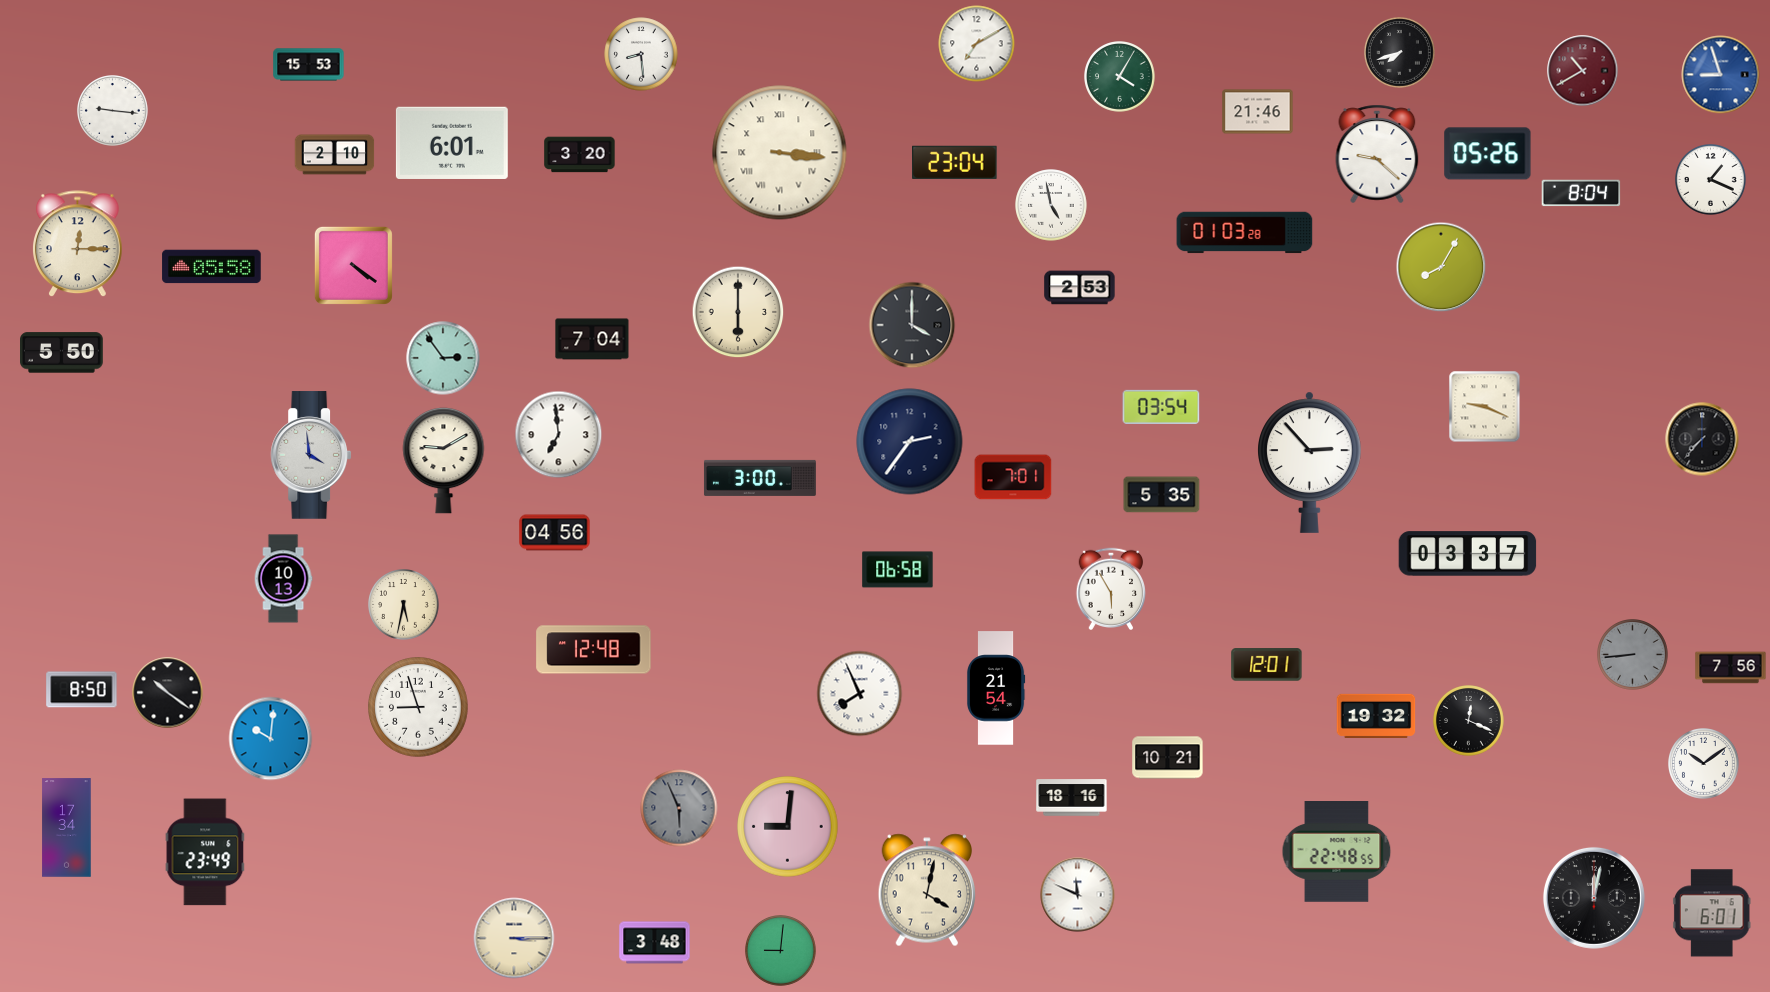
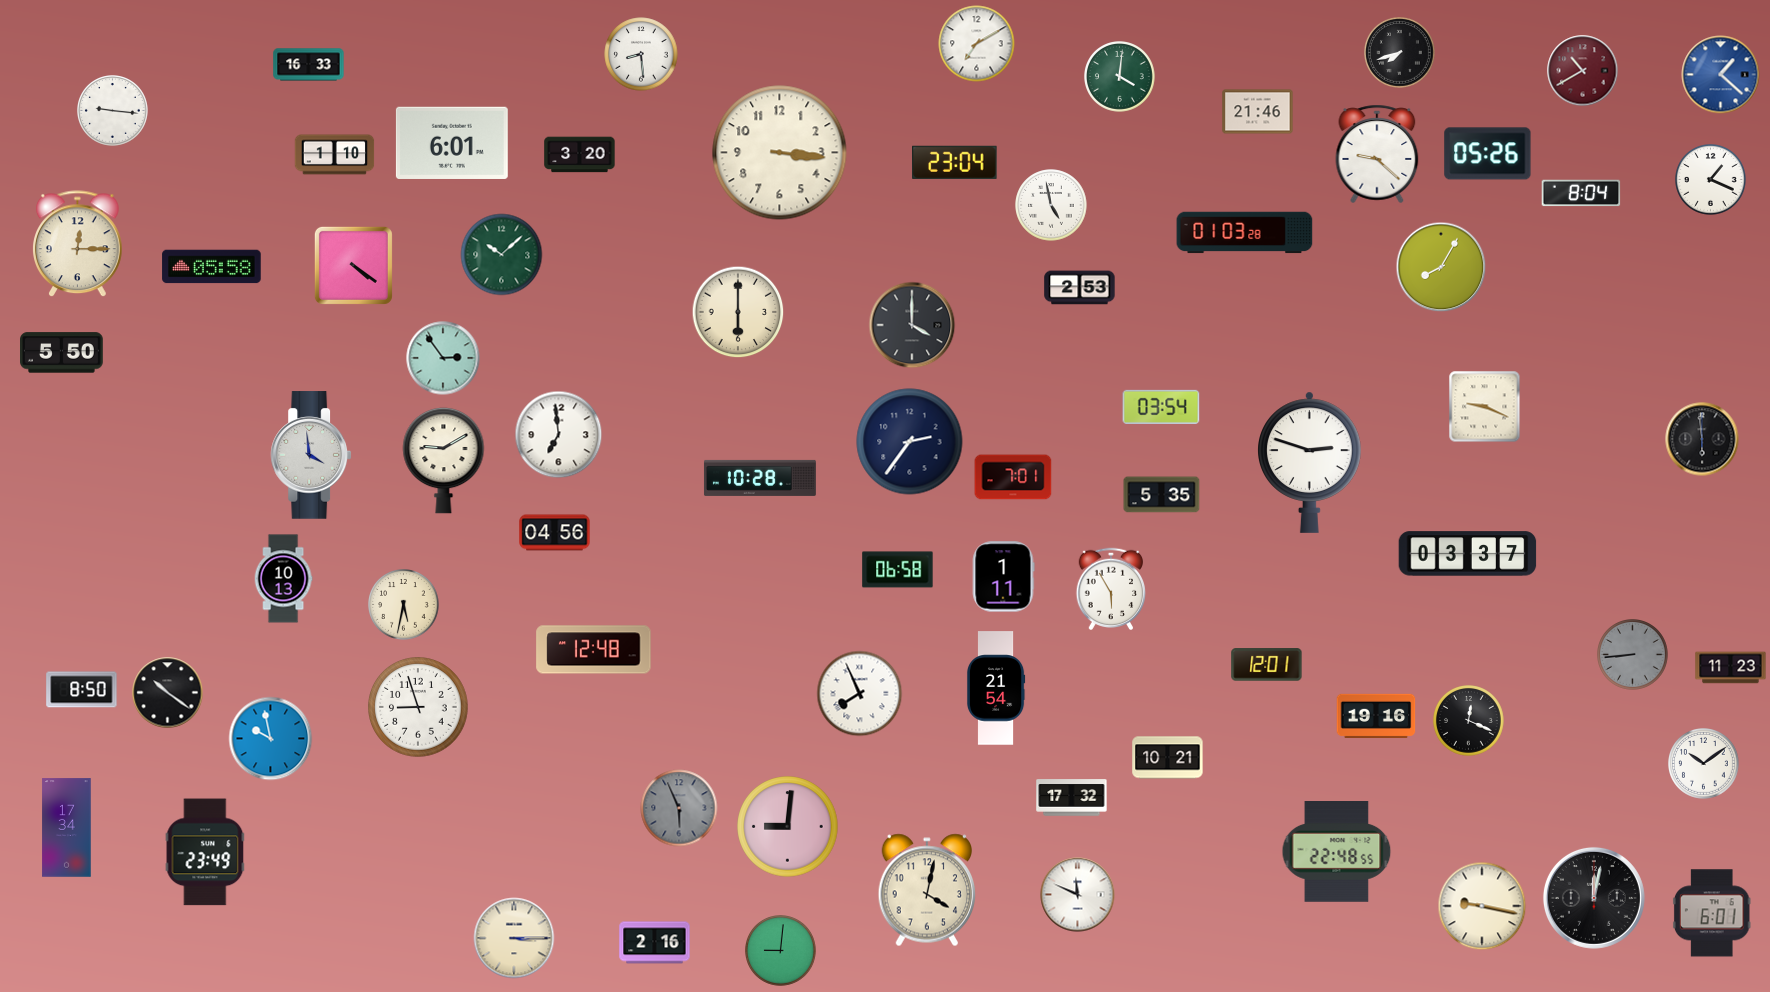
clock at (309, 65): 15:53 -> 16:33
clock at (1721, 75): 8:57 -> 1:22
clock at (1120, 77): 4:05 -> 4:01
clock at (780, 153) numerals: Roman -> Arabic
clock at (335, 155): 2:10 -> 1:10
clock at (502, 255): none -> 10:08
clock at (592, 339): 7:04 -> none
clock at (1702, 439): 7:37 -> 5:59
clock at (1310, 462): 2:53 -> 2:48
clock at (760, 478): 3:00 -> 10:28
clock at (1003, 577): none -> 1:11
clock at (1731, 668): 7:56 -> 11:23
clock at (1376, 715): 19:32 -> 19:16
clock at (271, 739): 10:01 -> 9:58
clock at (1072, 798): 18:16 -> 17:32
clock at (1482, 906): none -> 9:17
clock at (655, 943): 3:48 -> 2:16
